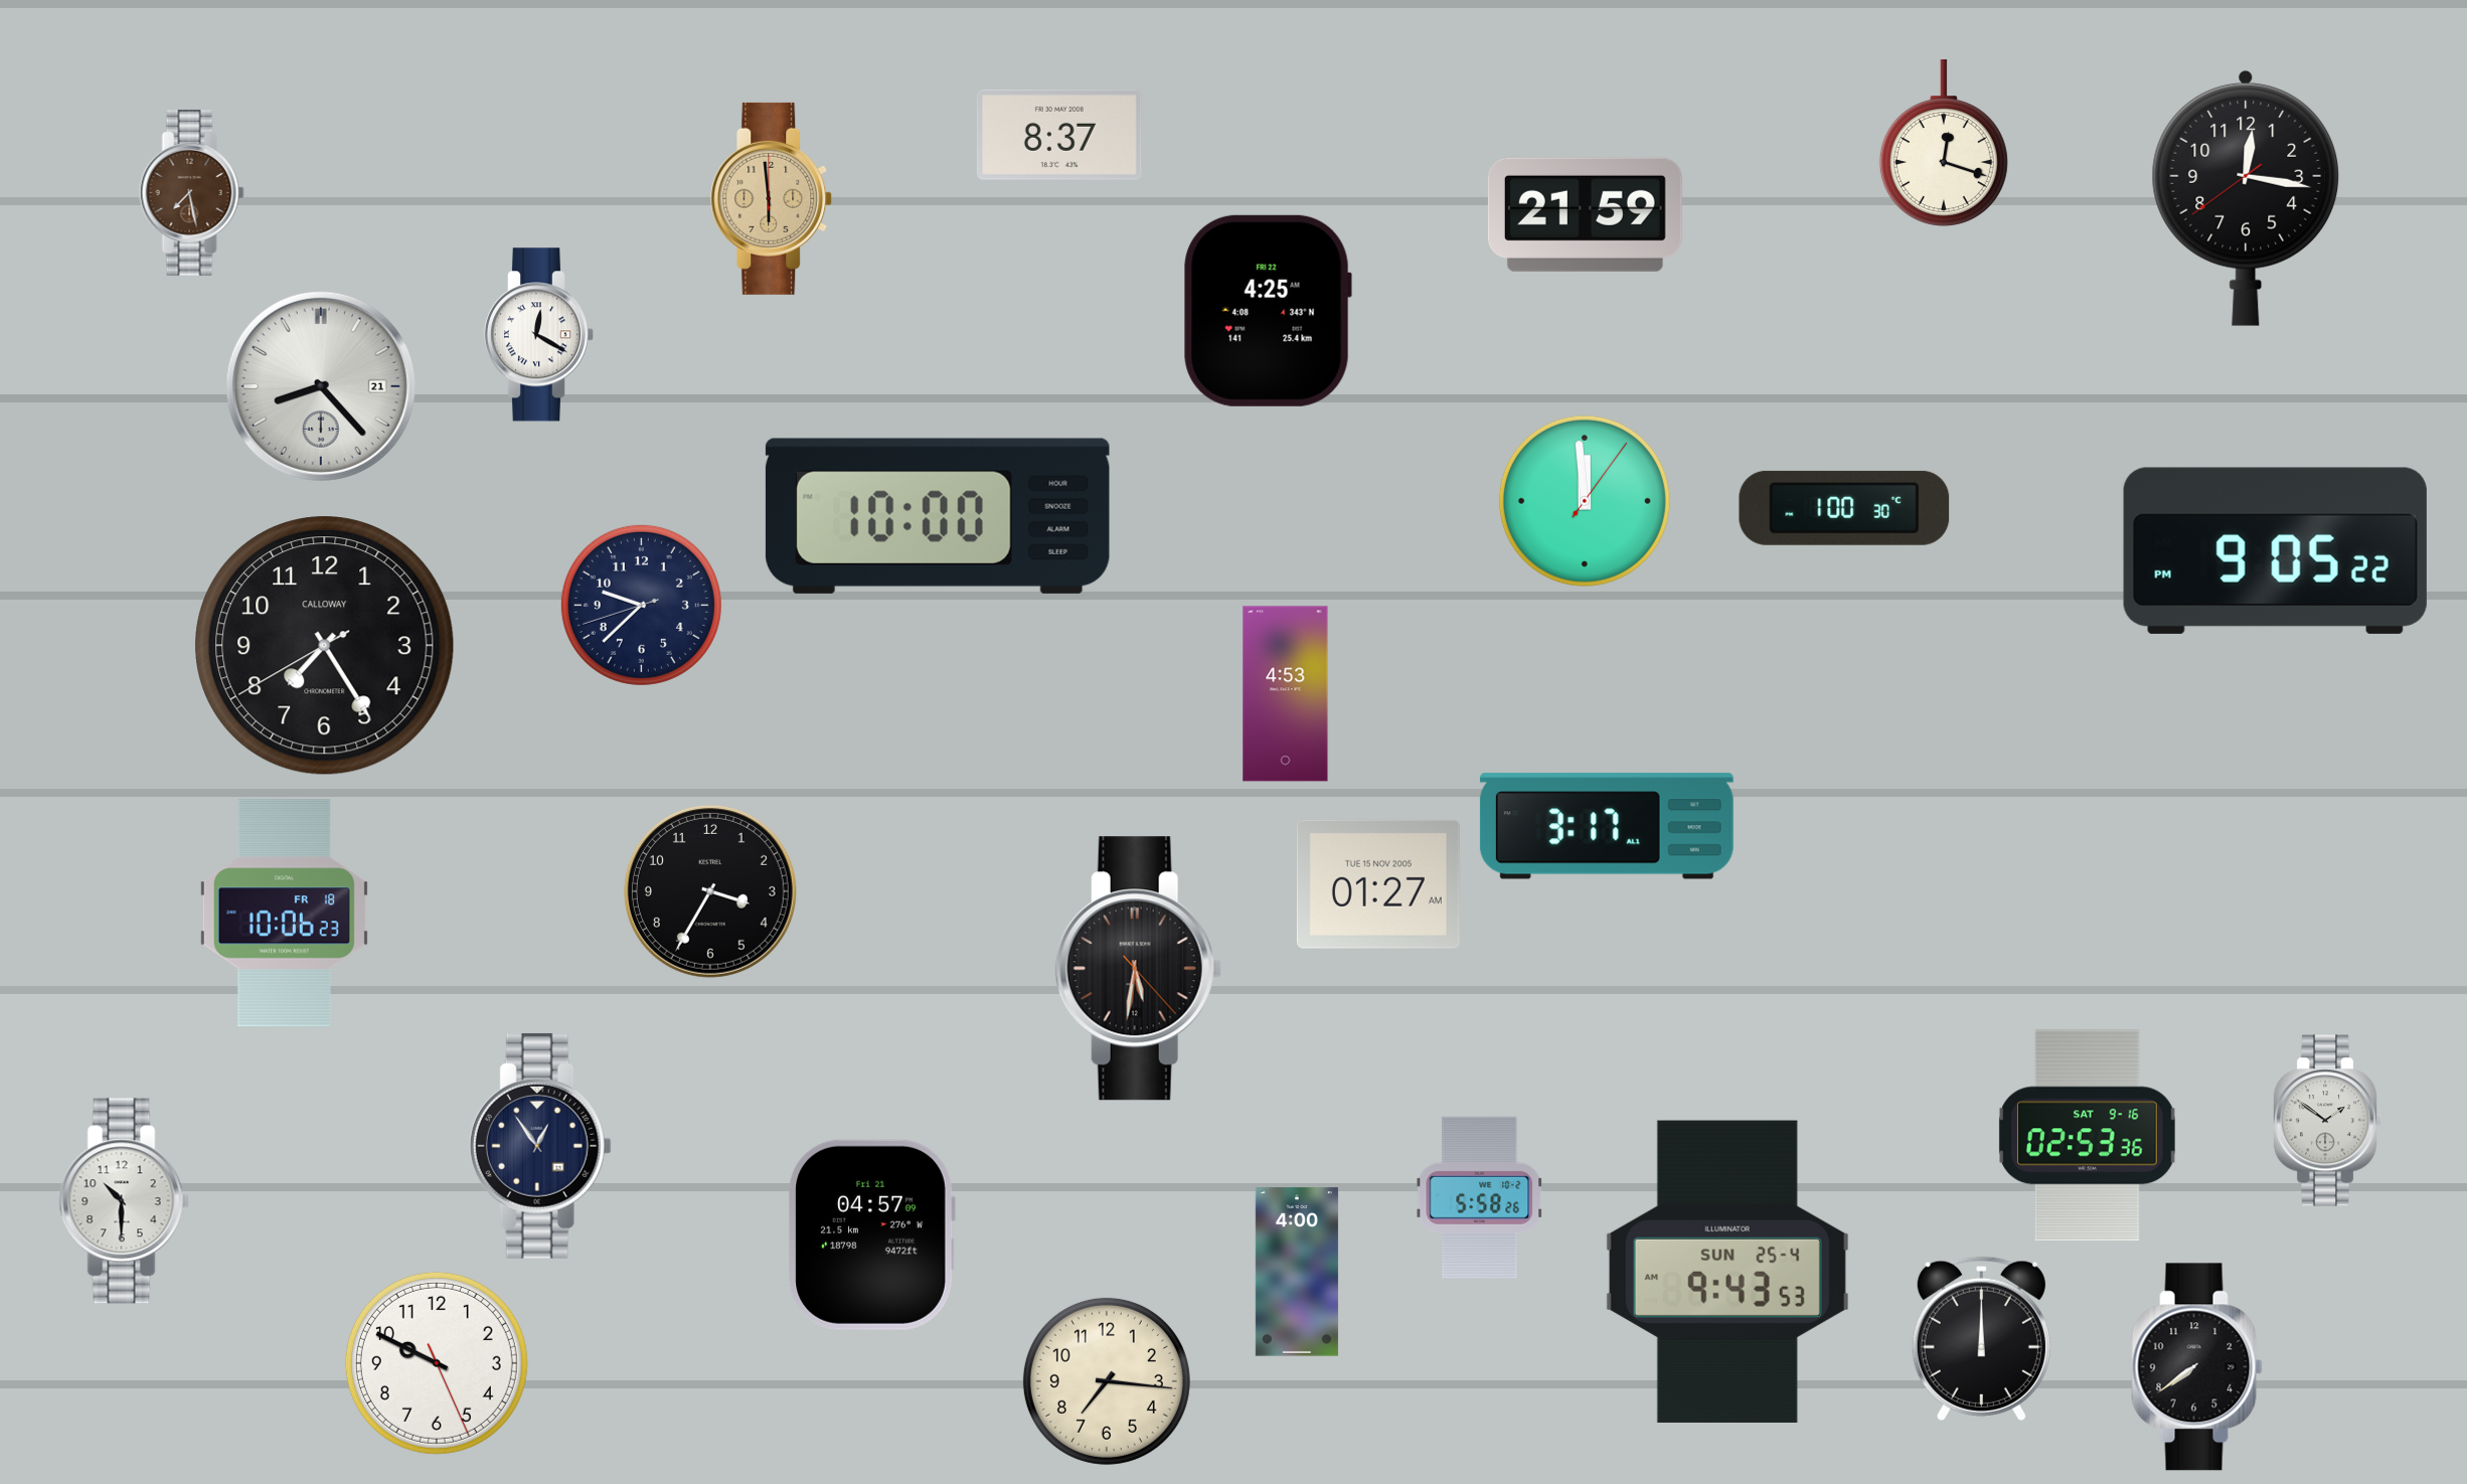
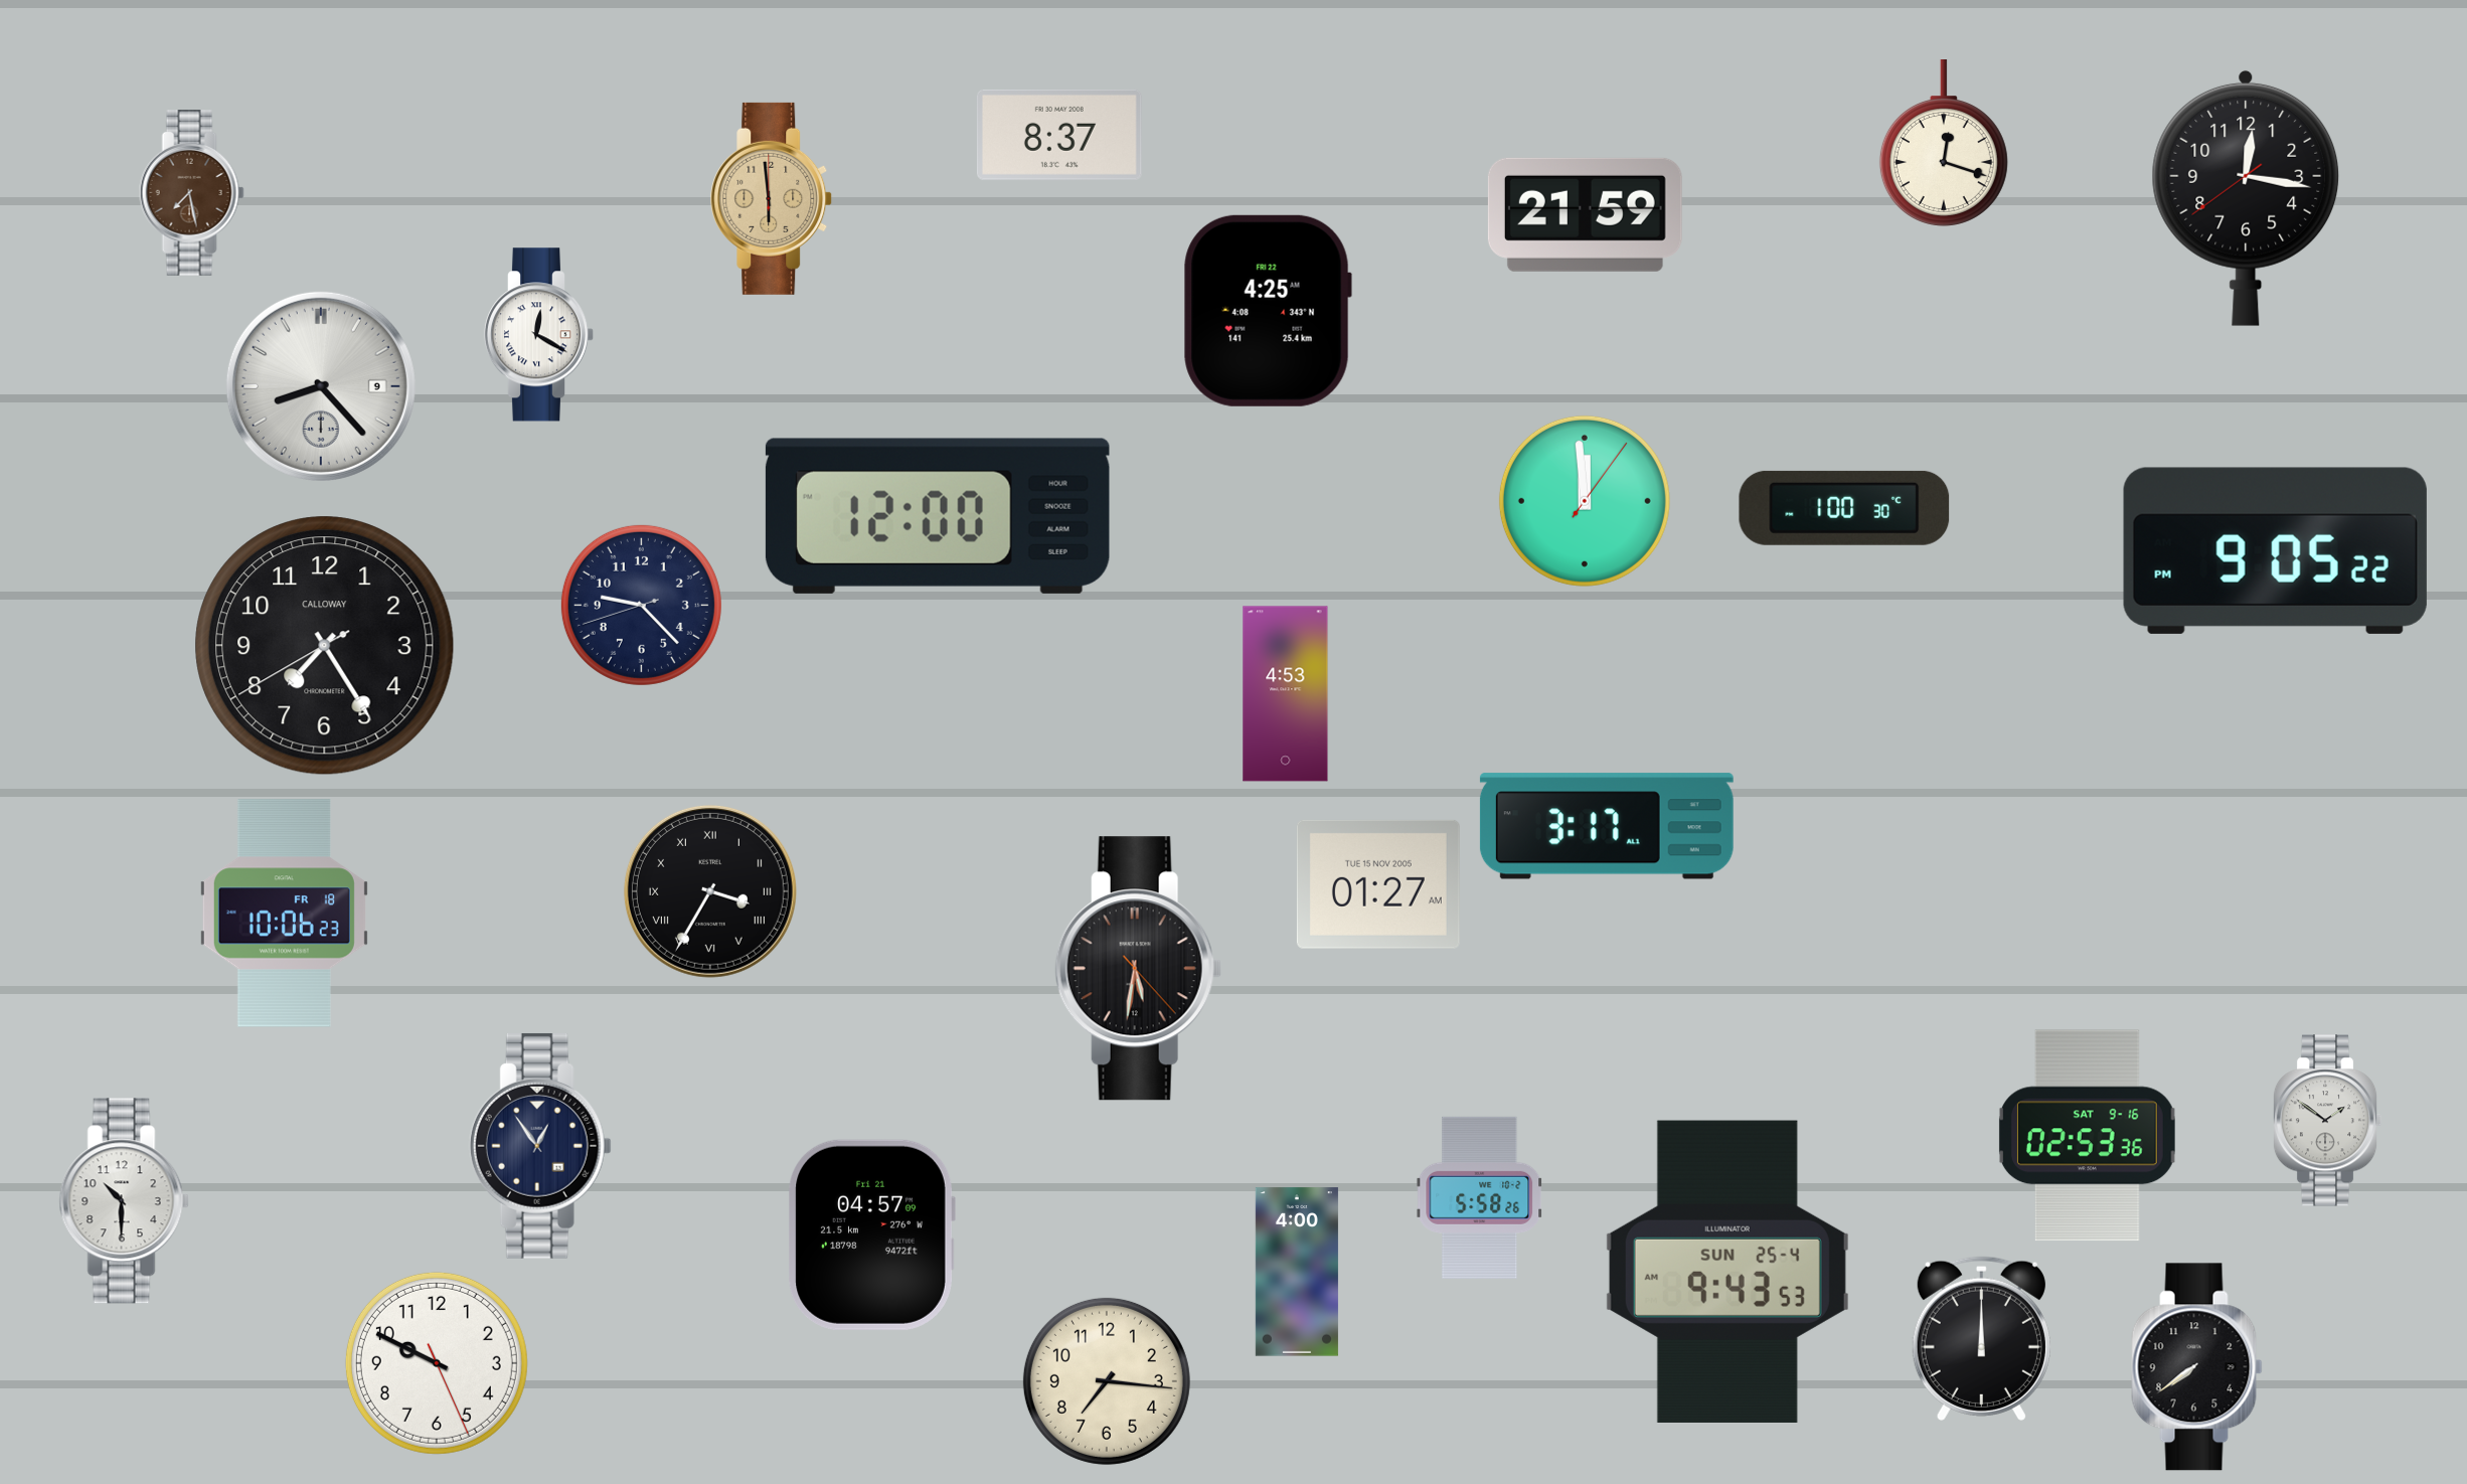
clock at (321, 386) date: 21 -> 9
clock at (938, 516): 10:00 -> 12:00
clock at (641, 605): 9:37 -> 9:22
clock at (710, 891) numerals: Arabic -> Roman
